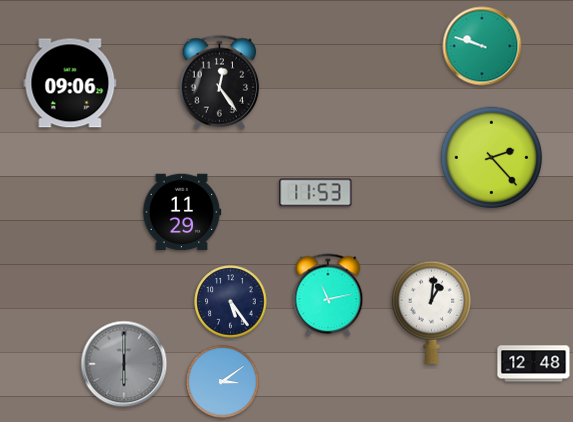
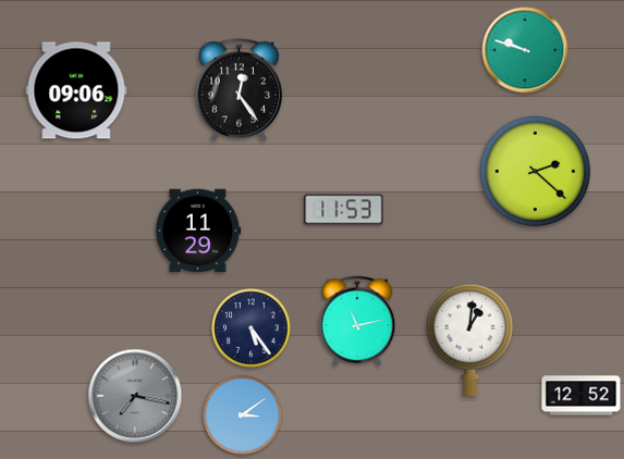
clock at (492, 158): 2:23 -> 2:22
clock at (124, 364): 6:00 -> 7:17
clock at (534, 364): 12:48 -> 12:52
